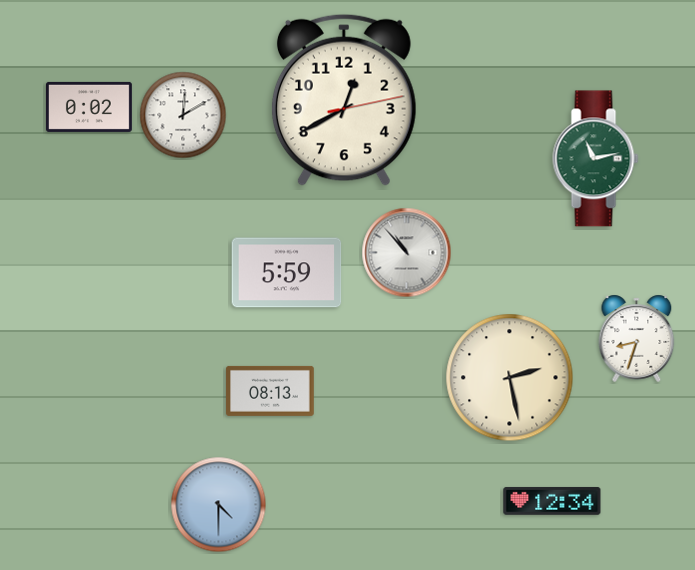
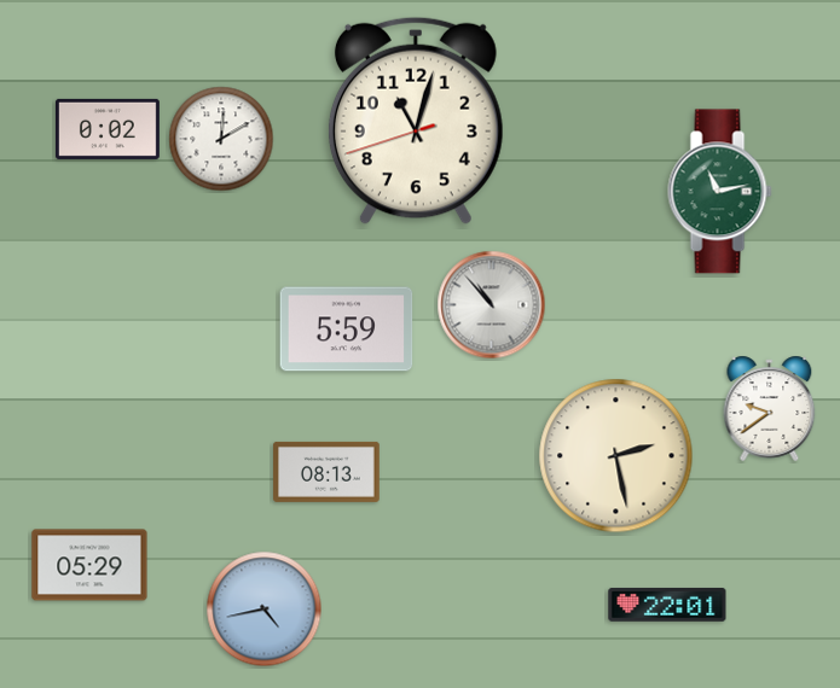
clock at (344, 100): 12:40 -> 11:02
clock at (637, 338): 8:33 -> 9:39
clock at (89, 565): none -> 05:29
clock at (552, 501): 12:34 -> 22:01
clock at (219, 505): 4:30 -> 4:43
